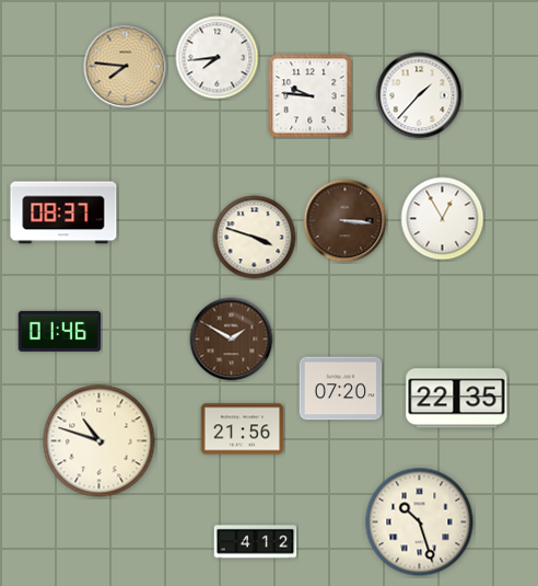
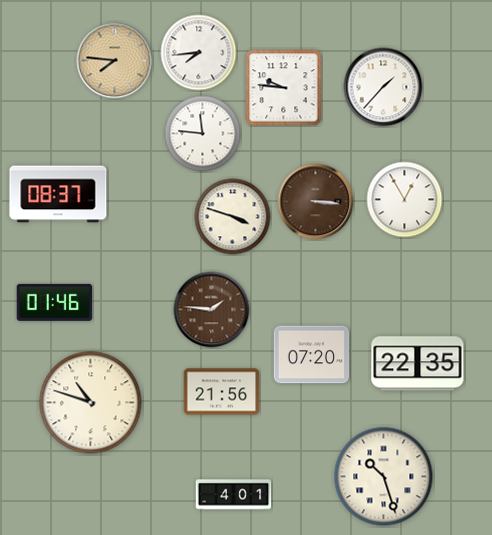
clock at (203, 134): none -> 11:46
clock at (232, 340): 1:50 -> 1:46
clock at (256, 542): 4:12 -> 4:01
